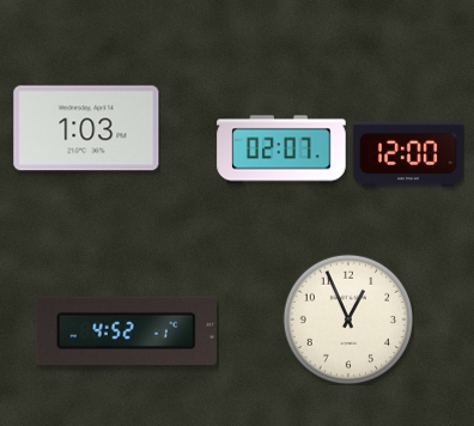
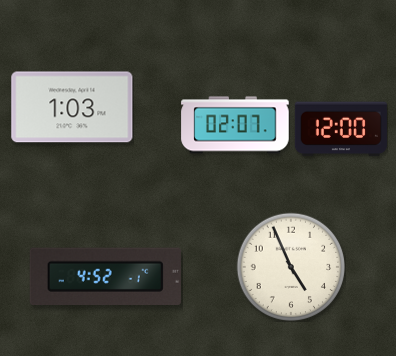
clock at (348, 319): 12:56 -> 4:56
